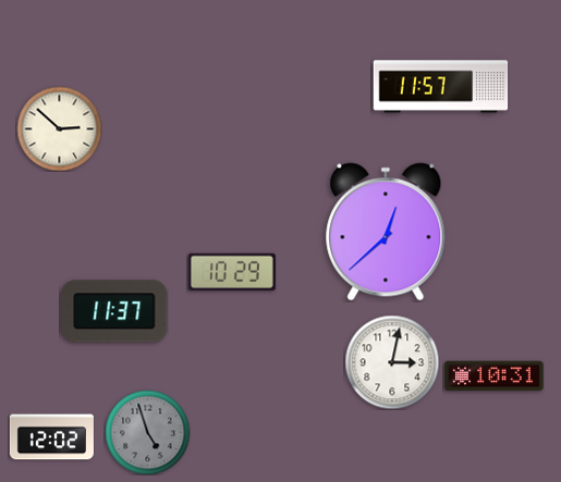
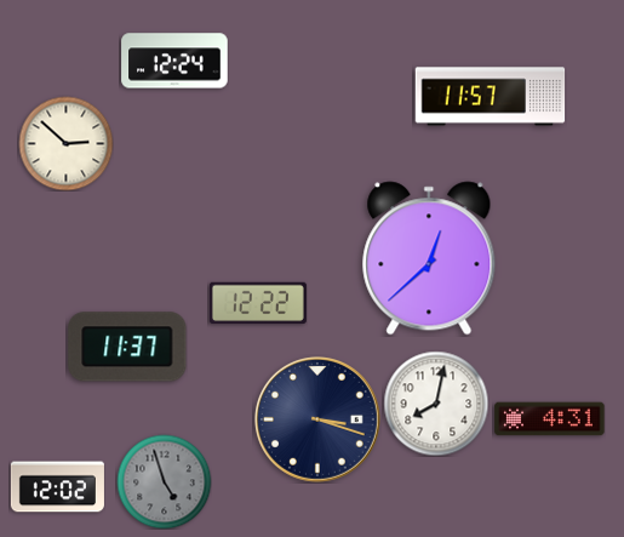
clock at (174, 61): none -> 12:24
clock at (232, 272): 10:29 -> 12:22
clock at (392, 362): 3:02 -> 8:02
clock at (317, 419): none -> 3:18
clock at (495, 376): 10:31 -> 4:31
